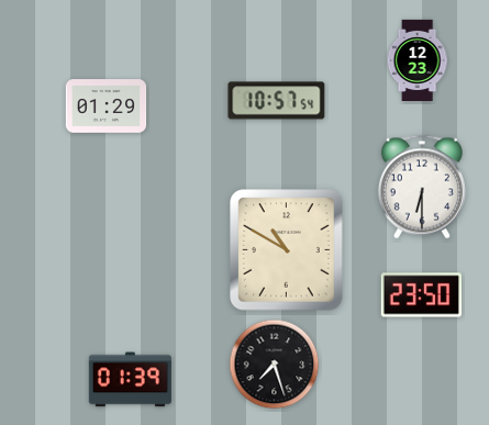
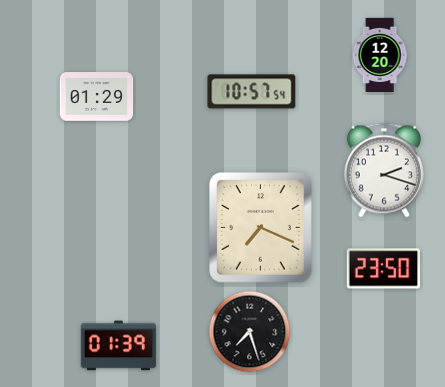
clock at (418, 59): 12:23 -> 12:20
clock at (422, 187): 6:30 -> 2:18
clock at (287, 250): 10:50 -> 7:19
